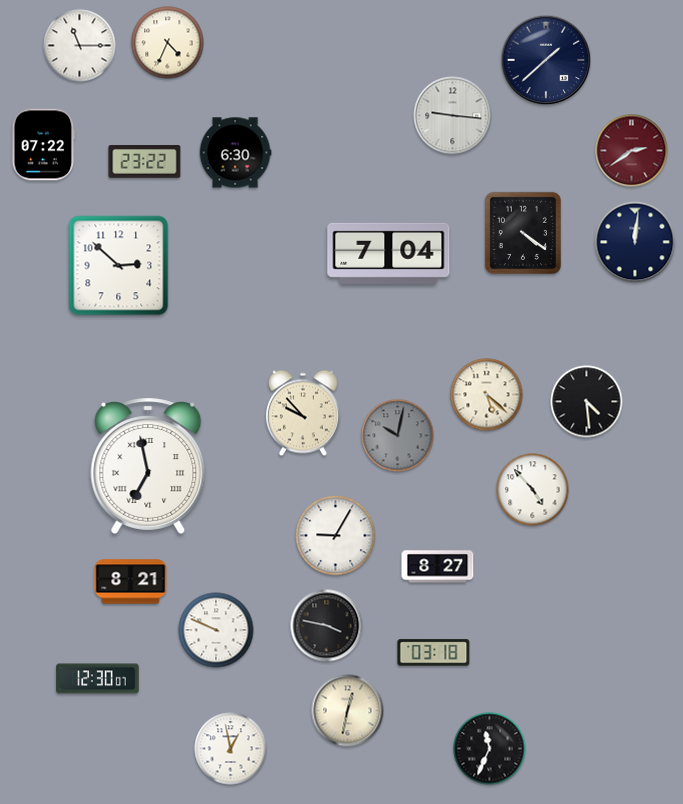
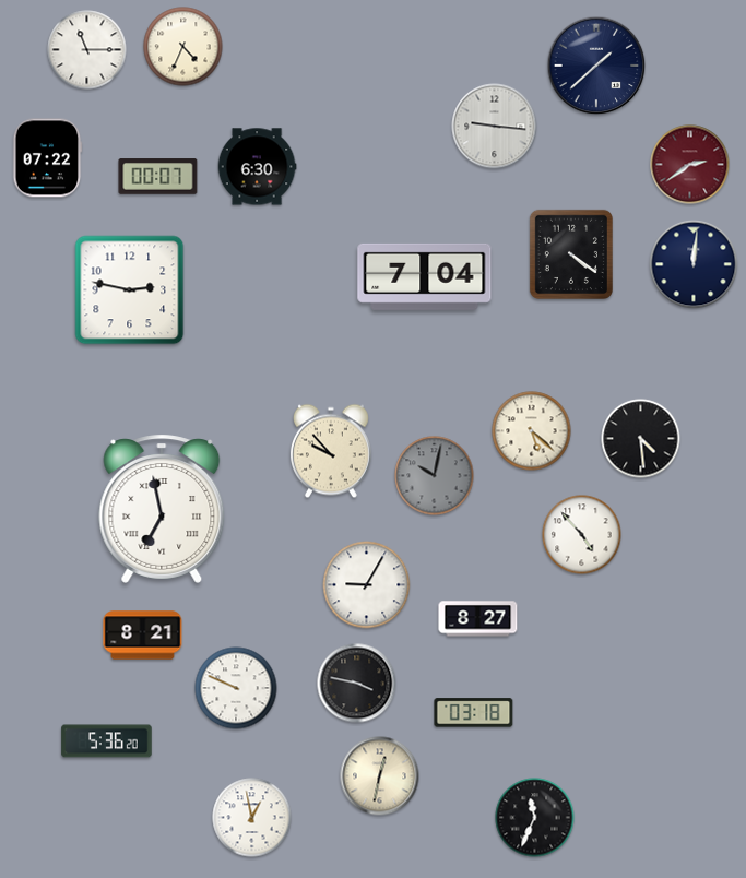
clock at (145, 162): 23:22 -> 00:07
clock at (119, 266): 2:52 -> 2:47
clock at (98, 679): 12:30 -> 5:36
